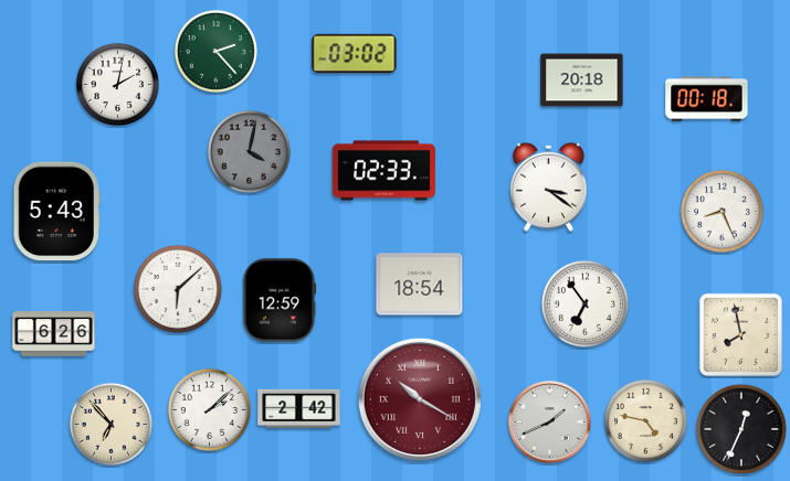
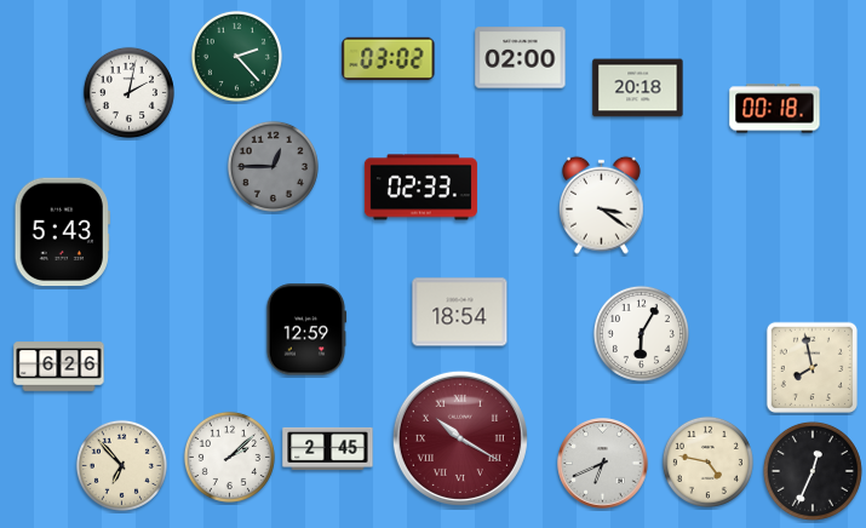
clock at (521, 58): none -> 02:00
clock at (249, 151): 4:02 -> 12:45
clock at (721, 211): 8:26 -> none
clock at (178, 289): 6:08 -> none
clock at (584, 303): 6:54 -> 6:05
clock at (299, 408): 2:42 -> 2:45
clock at (209, 409) position: (209, 409) -> (229, 457)
clock at (550, 423): 1:41 -> 6:41
